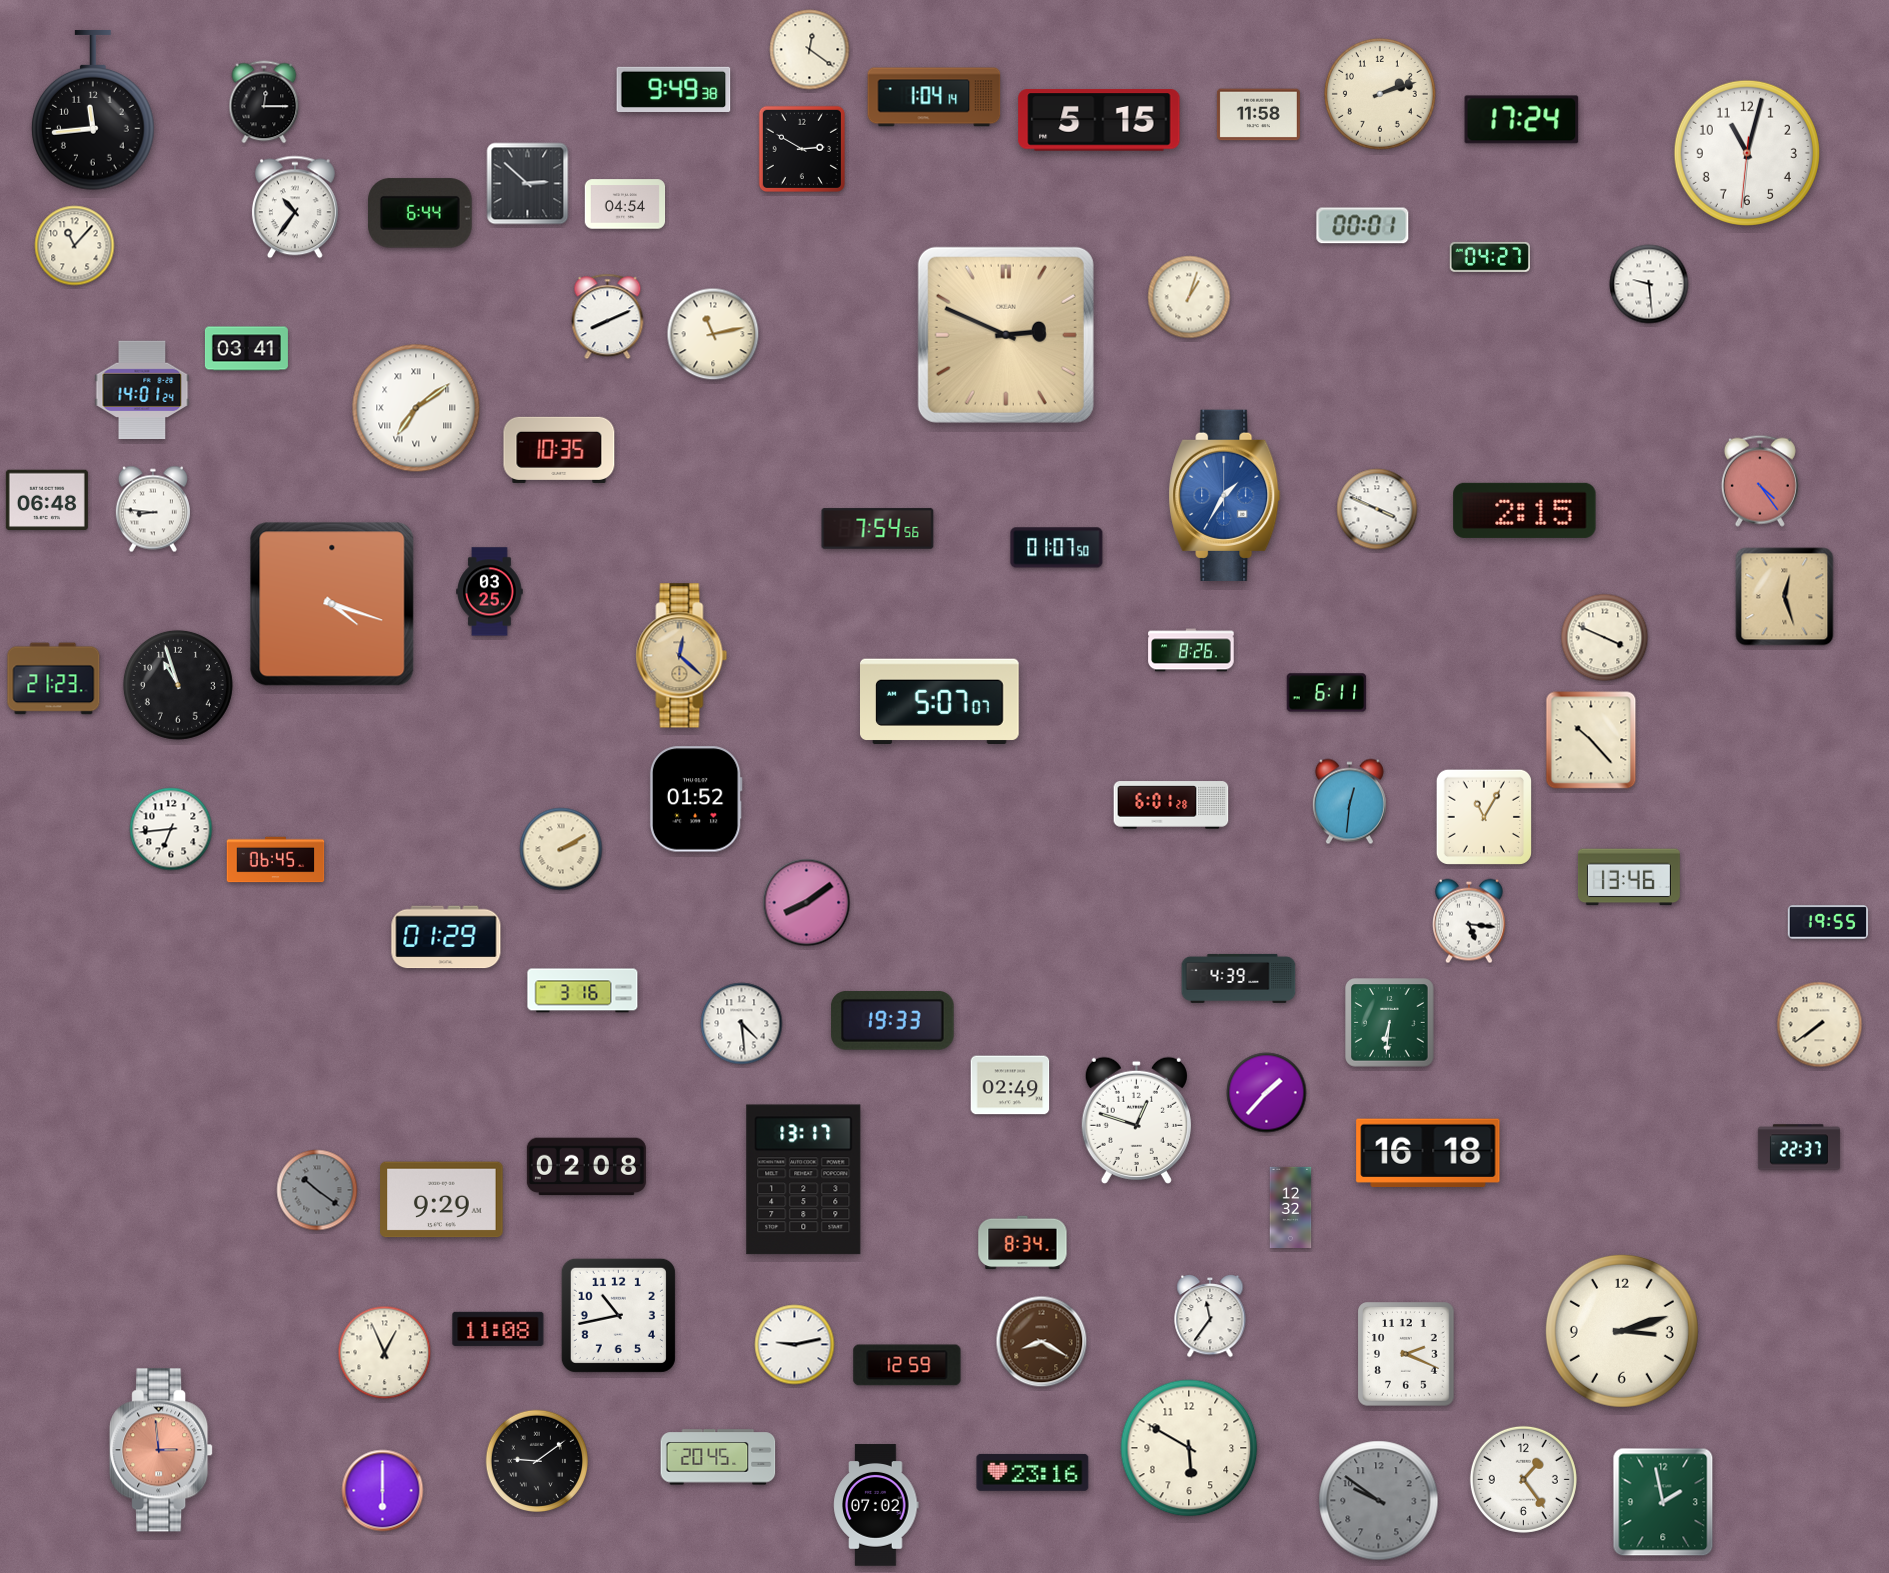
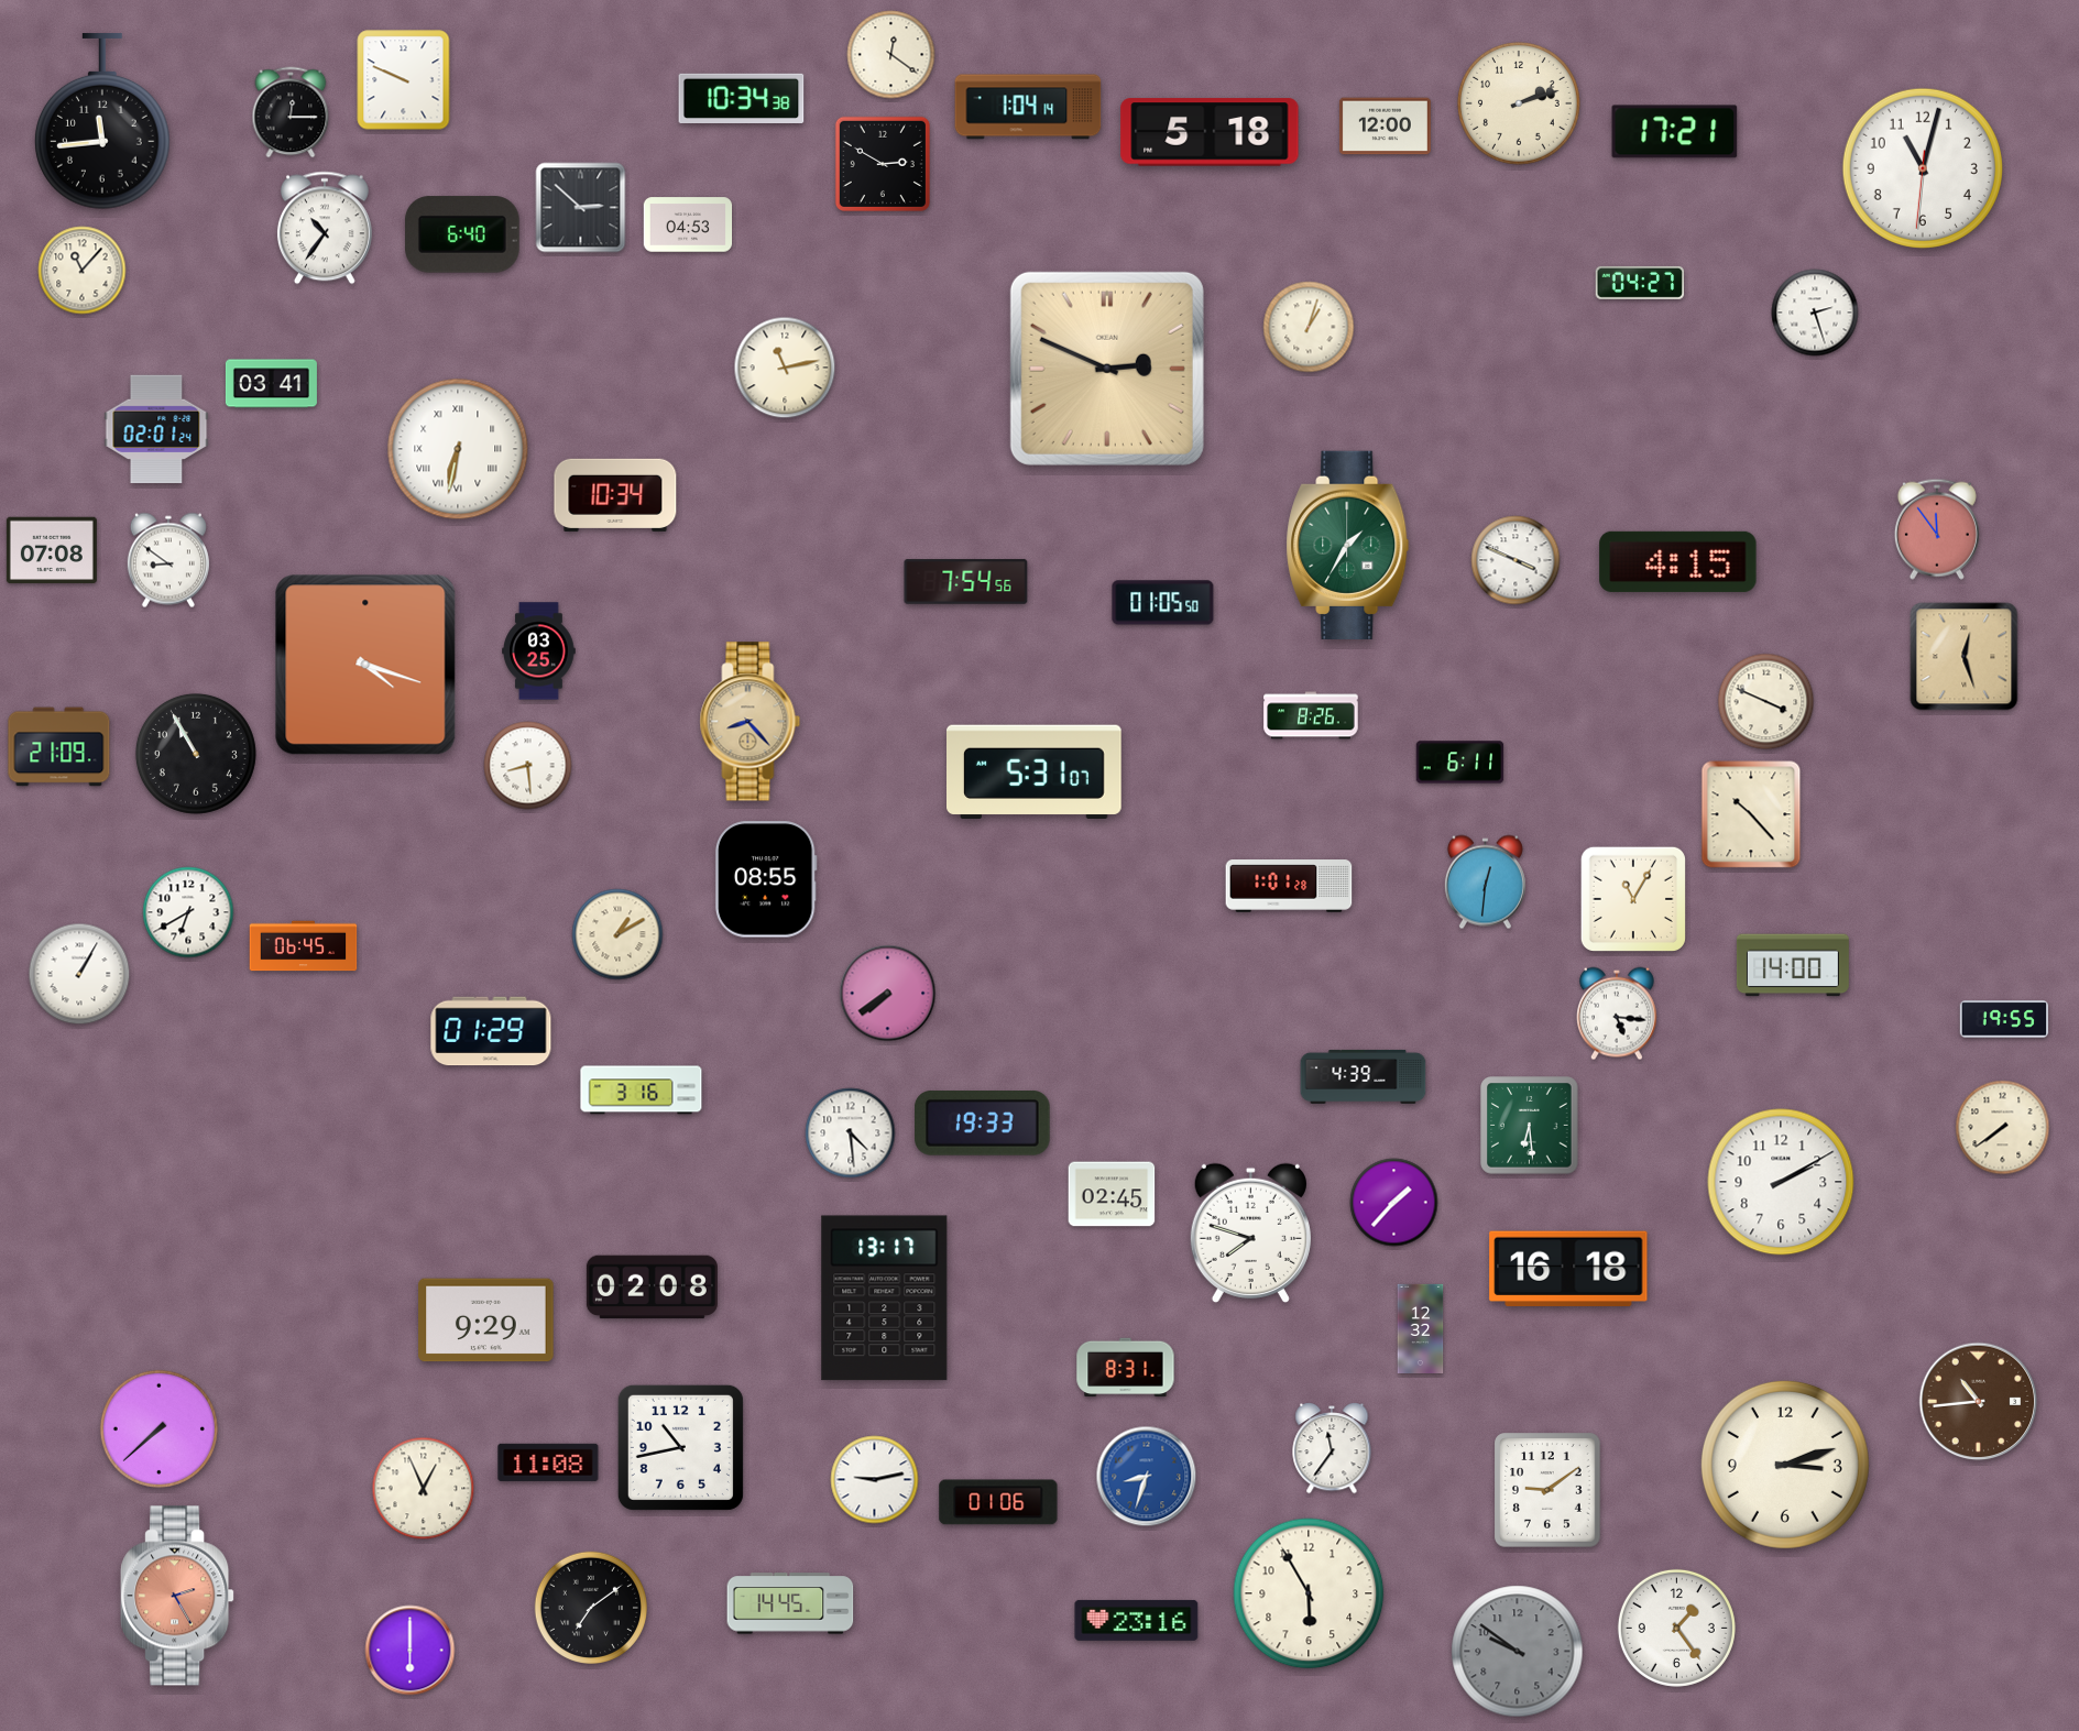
clock at (404, 80): none -> 9:49
clock at (674, 89): 9:49 -> 10:34
clock at (1258, 115): 11:58 -> 12:00
clock at (1099, 120): 5:15 -> 5:18
clock at (1522, 120): 17:24 -> 17:21
clock at (528, 184) position: (528, 184) -> (581, 208)
clock at (625, 204): 04:54 -> 04:53
clock at (421, 213): 6:44 -> 6:40
clock at (1363, 226): 00:01 -> none
clock at (1649, 284): 9:29 -> 2:27
clock at (608, 317): 8:11 -> none
clock at (142, 390): 14:01 -> 02:01
clock at (416, 408): 7:09 -> 6:32
clock at (559, 450): 10:35 -> 10:34
clock at (1760, 481): 4:24 -> 11:54
clock at (1225, 495) dial: blue -> green
clock at (47, 500): 06:48 -> 07:08
clock at (153, 509): 8:46 -> 8:51
clock at (1525, 510): 2:15 -> 4:15
clock at (1057, 548): 01:07 -> 01:05
clock at (682, 656): 12:22 -> 8:23
clock at (54, 679): 21:23 -> 21:09
clock at (178, 685): 10:57 -> 10:55
clock at (528, 766): none -> 8:29
clock at (940, 701): 5:07 -> 5:31
clock at (696, 799): 01:52 -> 08:55
clock at (1171, 805): 6:01 -> 1:01
clock at (171, 829): 6:44 -> 6:40
clock at (561, 849): 2:10 -> 1:10
clock at (1629, 877): 13:46 -> 14:00
clock at (79, 974): none -> 1:05
clock at (807, 903): 8:09 -> 7:39
clock at (1828, 922) position: (1828, 922) -> (2004, 1019)
clock at (1390, 1023): 6:31 -> 6:29
clock at (742, 1024) position: (742, 1024) -> (851, 1133)
clock at (1781, 1182): none -> 2:10
clock at (1010, 1085): 02:49 -> 02:45
clock at (1136, 1120): 12:48 -> 7:48
clock at (1799, 1147): 22:37 -> none
clock at (1428, 1152) position: (1428, 1152) -> (1568, 1268)
clock at (586, 1167) position: (586, 1167) -> (652, 1288)
clock at (317, 1190): 10:21 -> none
clock at (1023, 1243): 8:34 -> 8:31
clock at (1979, 1402): none -> 10:44
clock at (158, 1428): none -> 7:38
clock at (1042, 1342): 8:20 -> 8:33
clock at (1042, 1342) dial: brown -> blue
clock at (1406, 1354): 2:19 -> 9:09
clock at (907, 1365): 12:59 -> 01:06
clock at (1189, 1448): 5:50 -> 5:55
clock at (161, 1450): 2:59 -> 2:25
clock at (718, 1457): 20:45 -> 14:45
clock at (536, 1460): 9:09 -> 7:09
clock at (383, 1491) position: (383, 1491) -> (411, 1651)
clock at (1663, 1502): 1:58 -> none
clock at (876, 1505): 07:02 -> none
